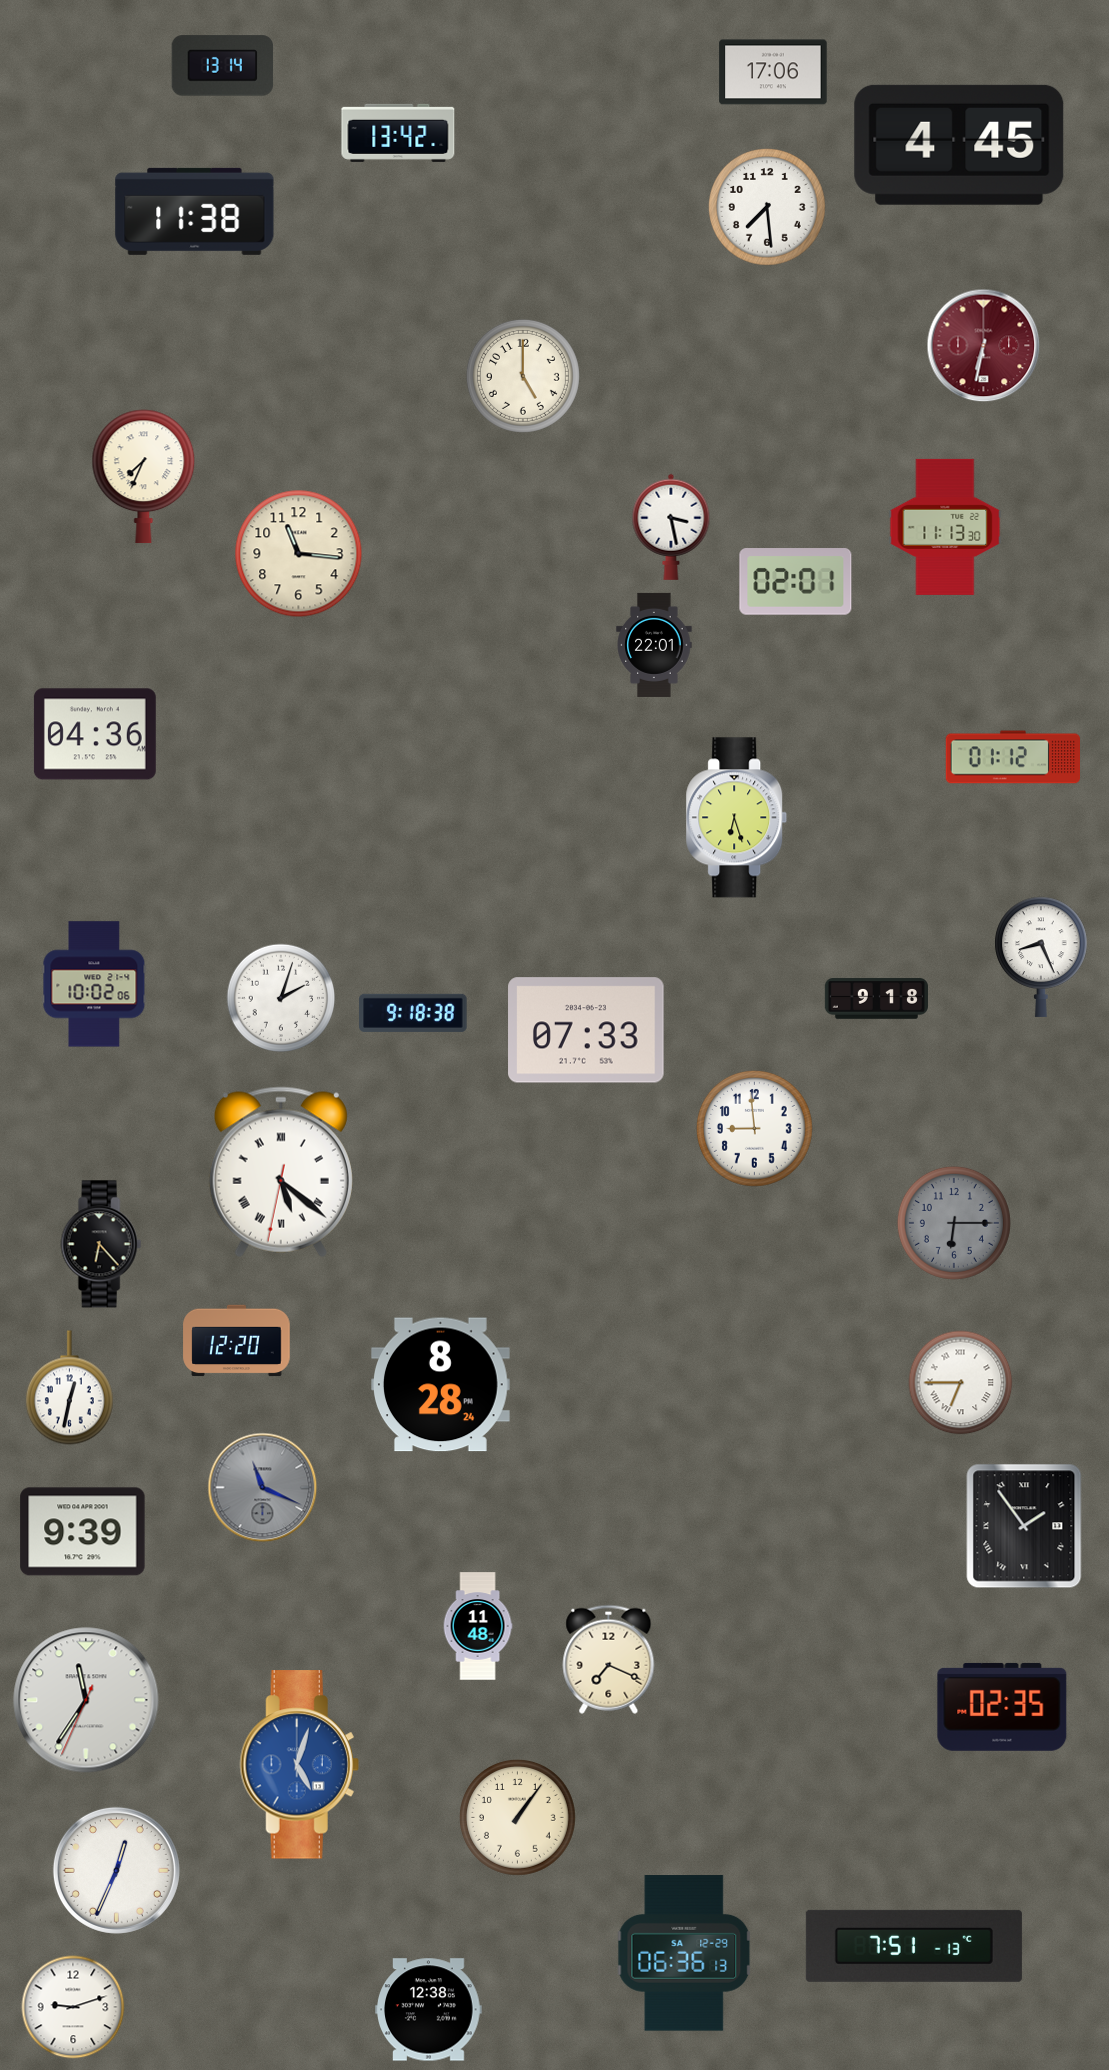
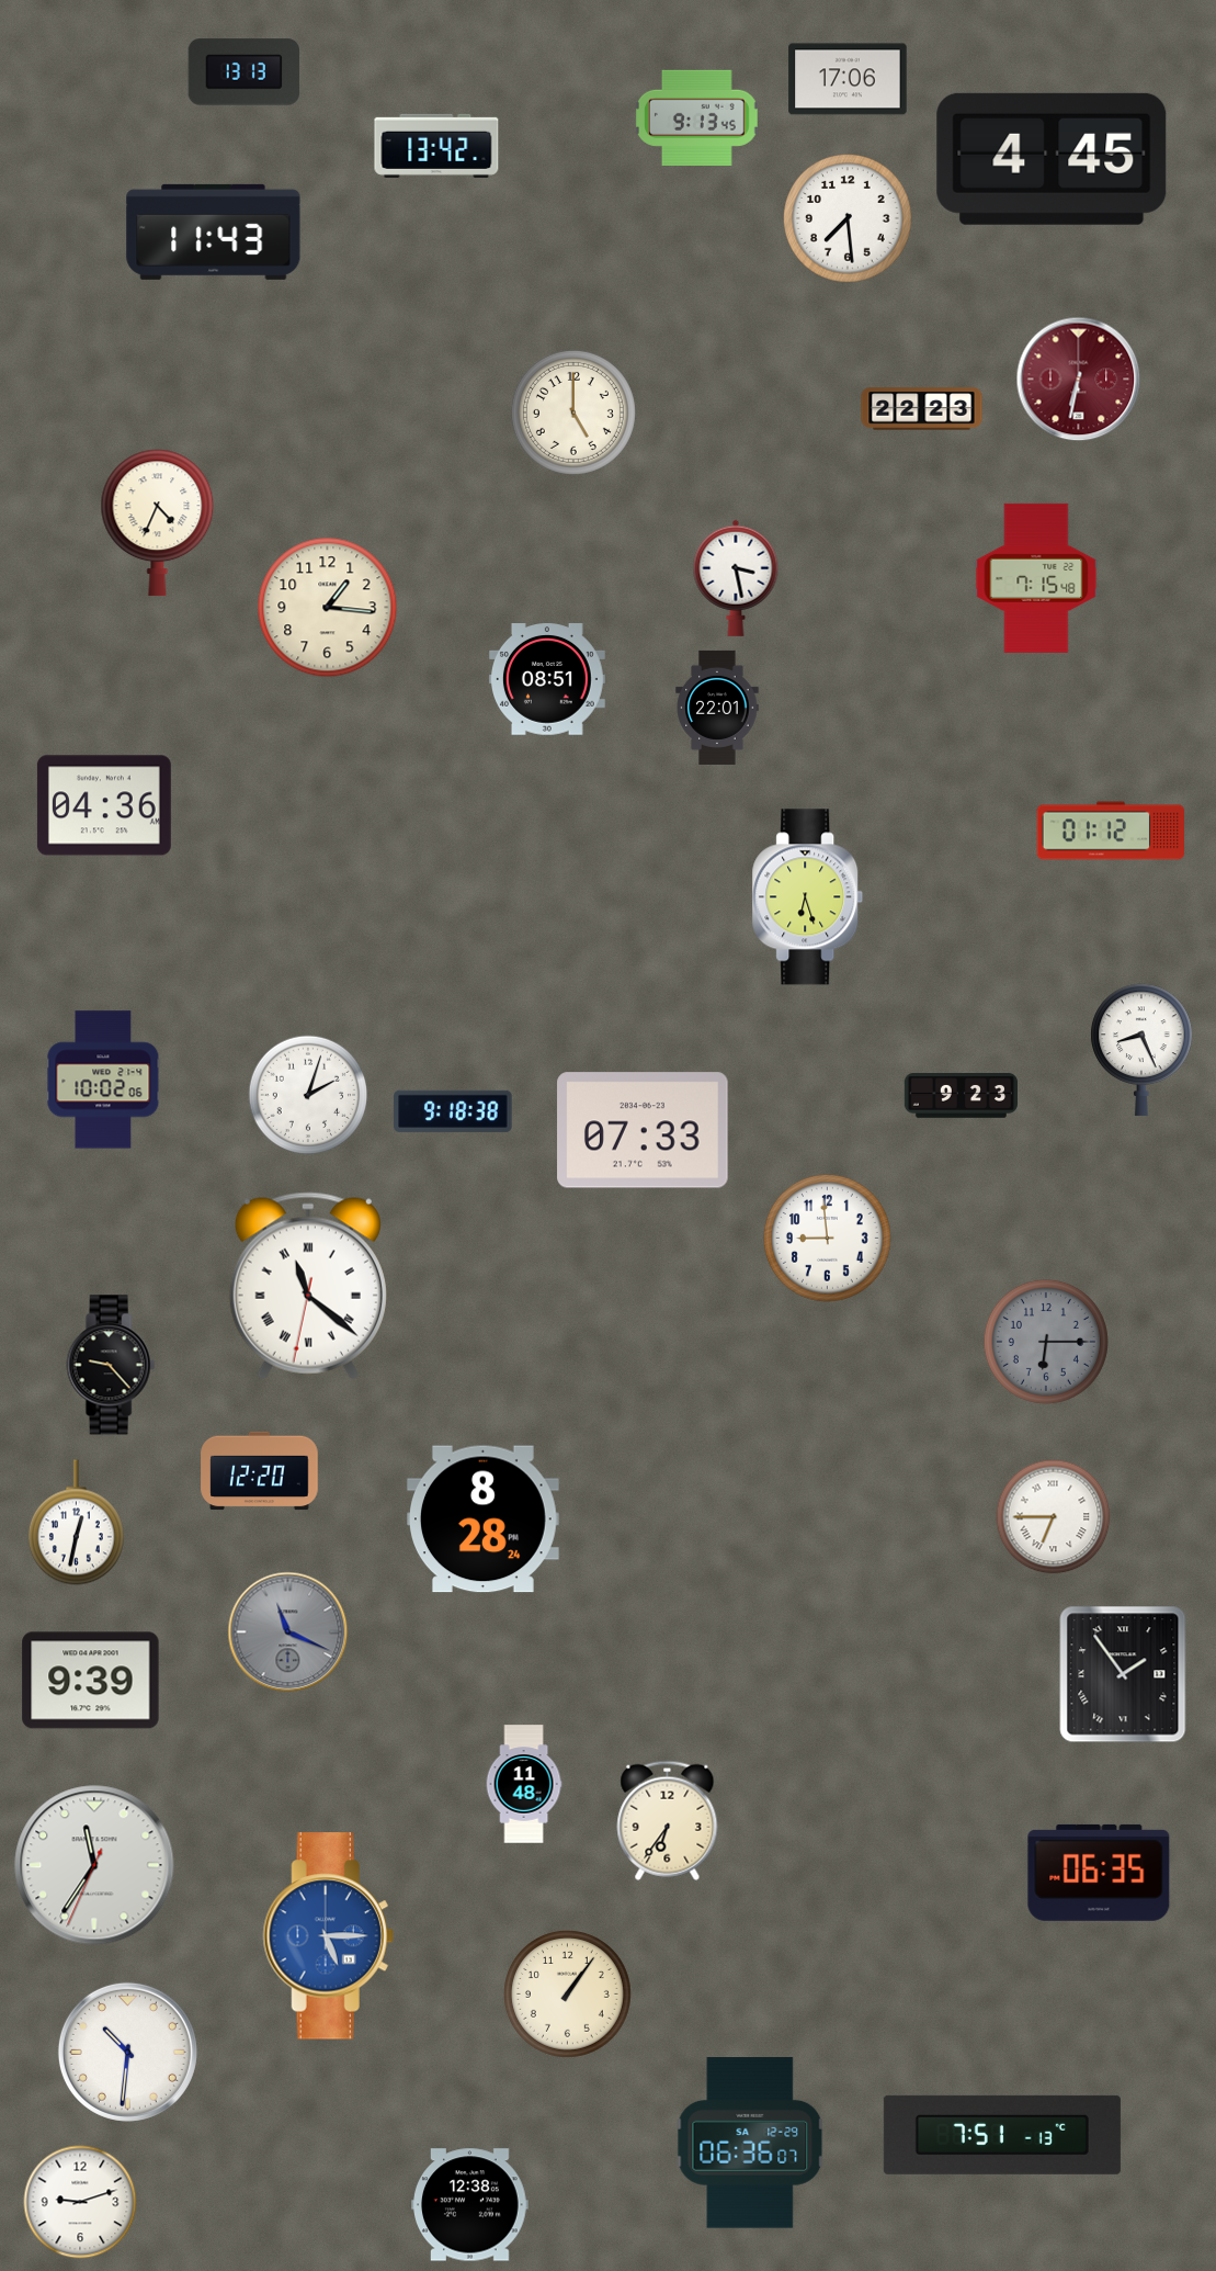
clock at (223, 66): 13:14 -> 13:13
clock at (696, 117): none -> 9:13
clock at (768, 208) position: (768, 208) -> (849, 219)
clock at (195, 211): 11:38 -> 11:43
clock at (922, 409): none -> 22:23
clock at (144, 477): 7:34 -> 4:34
clock at (945, 527): 11:13 -> 7:15
clock at (299, 554): 11:16 -> 1:16
clock at (796, 582): 02:01 -> none
clock at (547, 680): none -> 08:51
clock at (876, 999): 9:18 -> 9:23
clock at (281, 1172): 5:21 -> 11:21
clock at (101, 1244): 6:23 -> 9:23
clock at (609, 1659): 7:19 -> 6:36
clock at (1002, 1707): 02:35 -> 06:35
clock at (299, 1765): 5:03 -> 5:15
clock at (116, 1870): 12:34 -> 10:31
clock at (684, 1953): 06:36:13 -> 06:36:07
